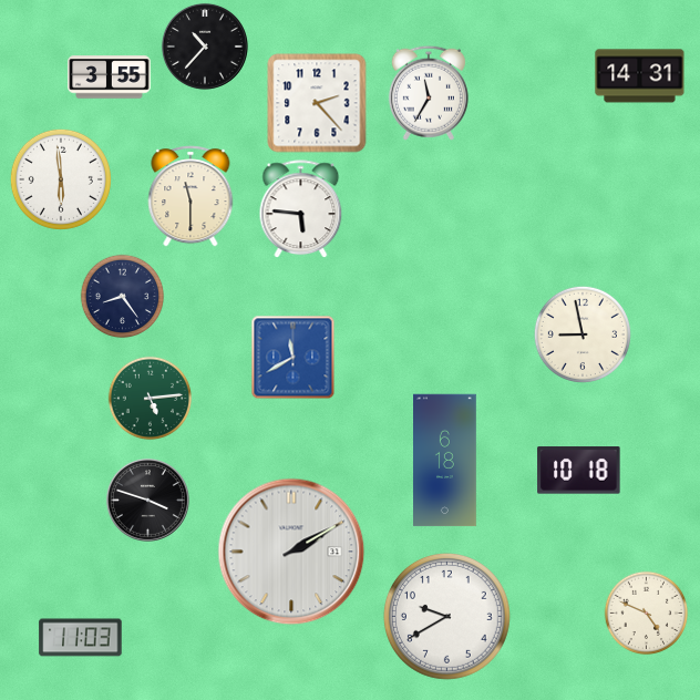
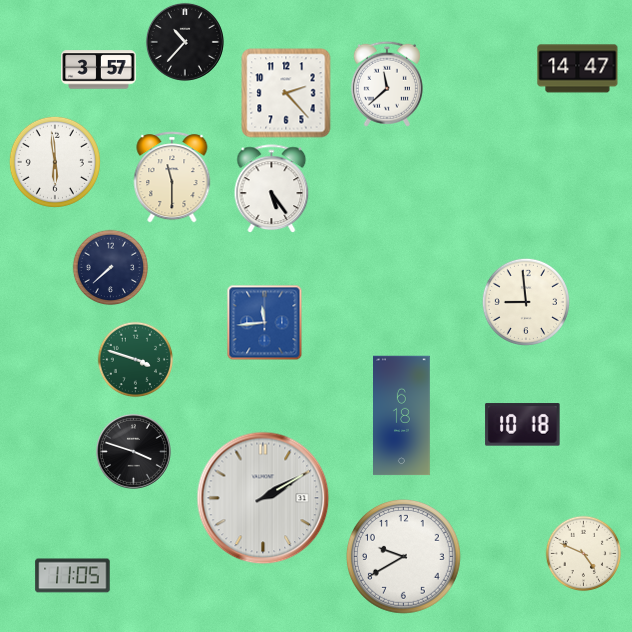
clock at (640, 76): 14:31 -> 14:47
clock at (110, 78): 3:55 -> 3:57
clock at (429, 93): 11:35 -> 11:38
clock at (301, 209): 5:46 -> 5:24
clock at (123, 297): 8:24 -> 7:38
clock at (583, 334): 8:58 -> 8:59
clock at (294, 358): 11:40 -> 11:44
clock at (151, 399): 5:14 -> 3:48
clock at (81, 638): 11:03 -> 11:05
